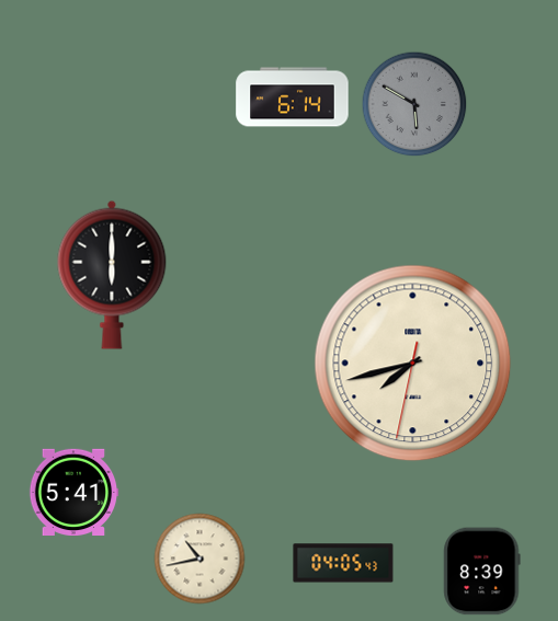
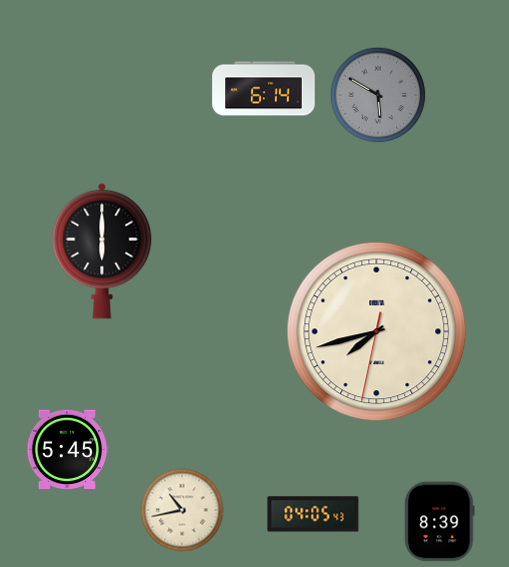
clock at (293, 97) position: (293, 97) -> (264, 89)
clock at (73, 492): 5:41 -> 5:45
